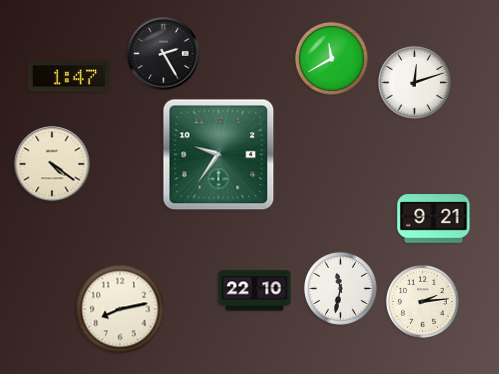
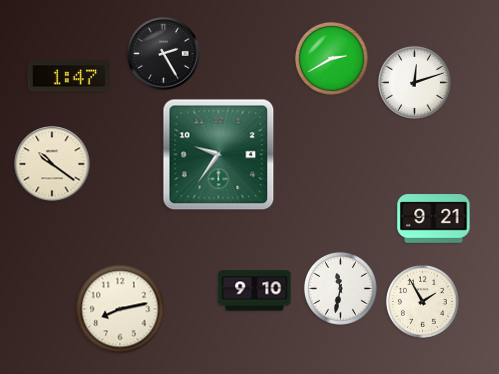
clock at (331, 58): 11:40 -> 2:40
clock at (52, 164): 4:21 -> 10:21
clock at (255, 291): 22:10 -> 9:10
clock at (422, 301): 2:14 -> 1:55
